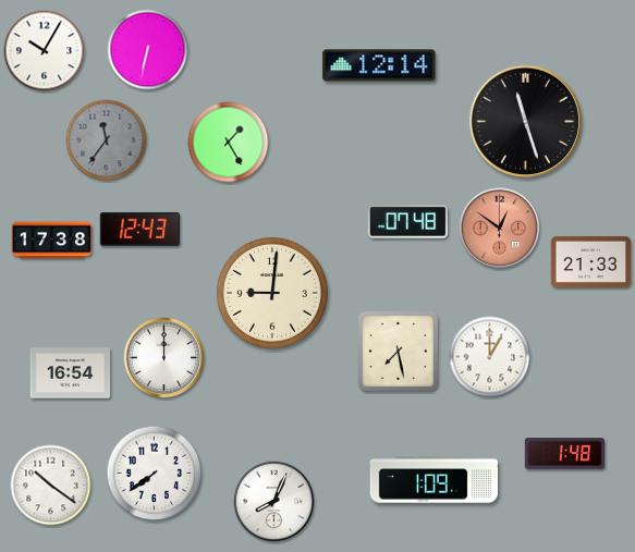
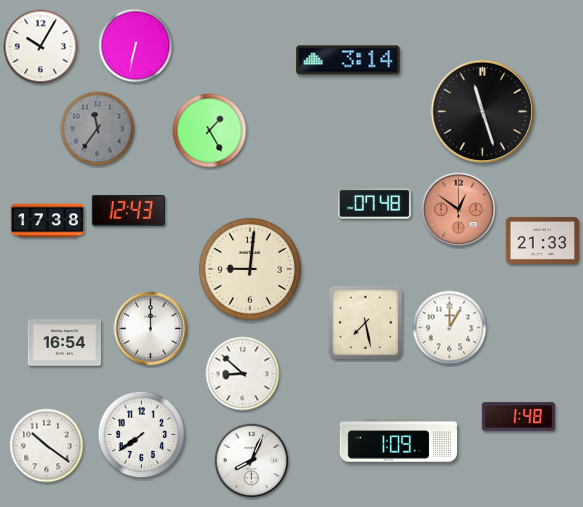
clock at (379, 65): 12:14 -> 3:14
clock at (243, 374): none -> 8:52
